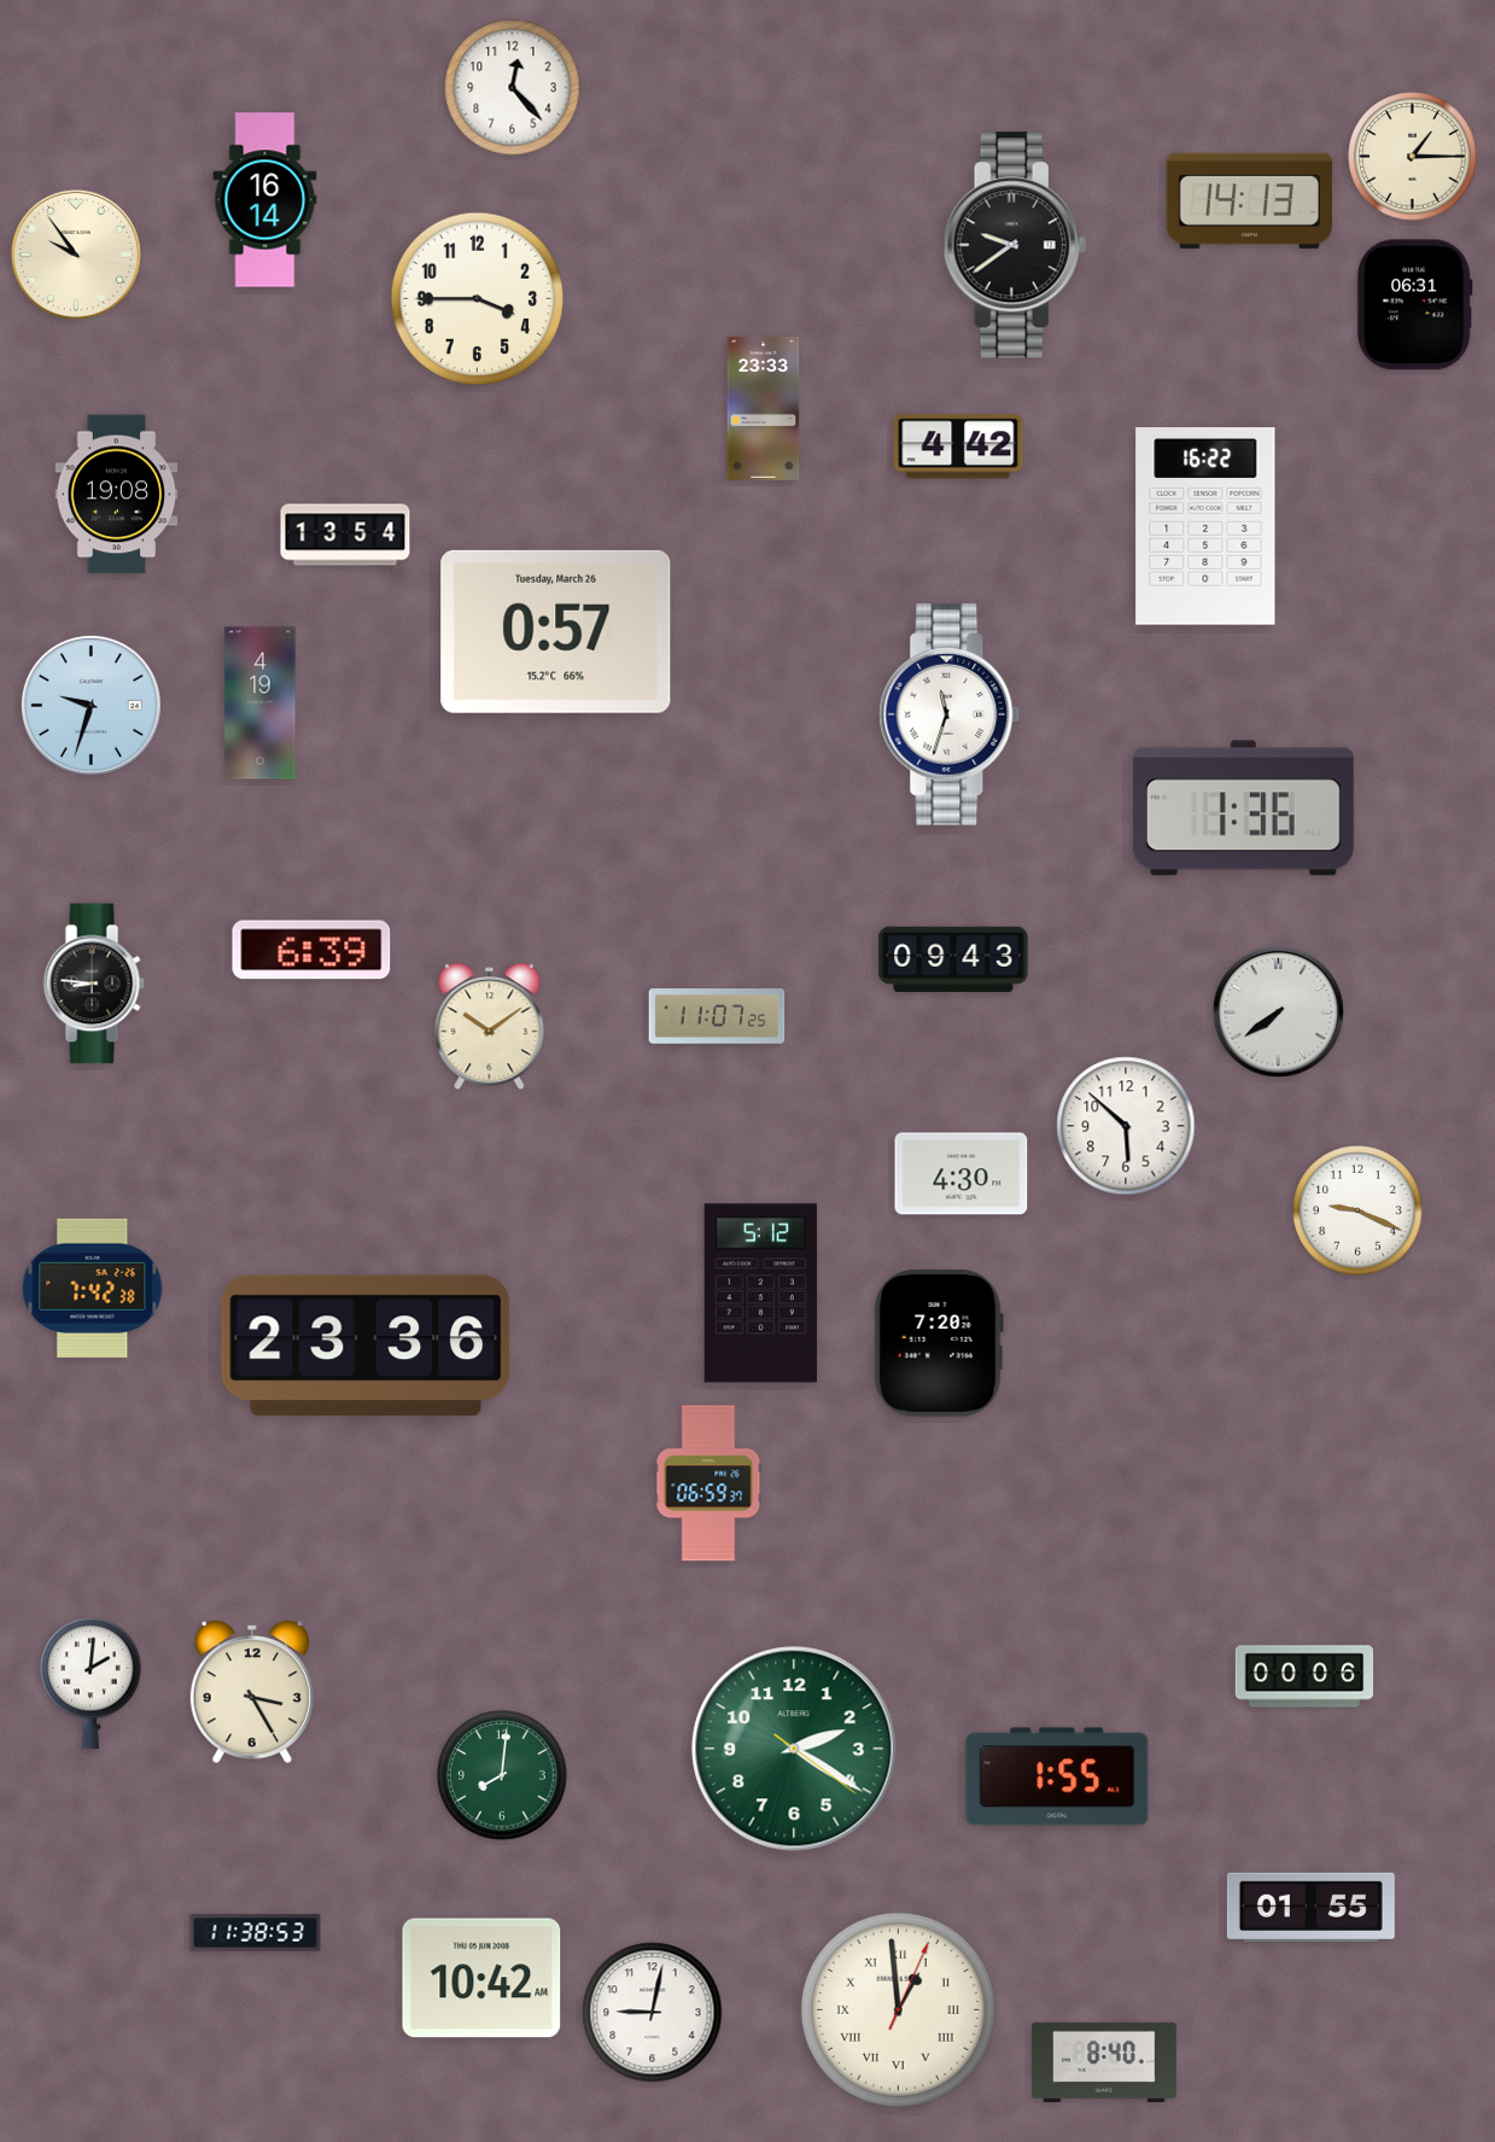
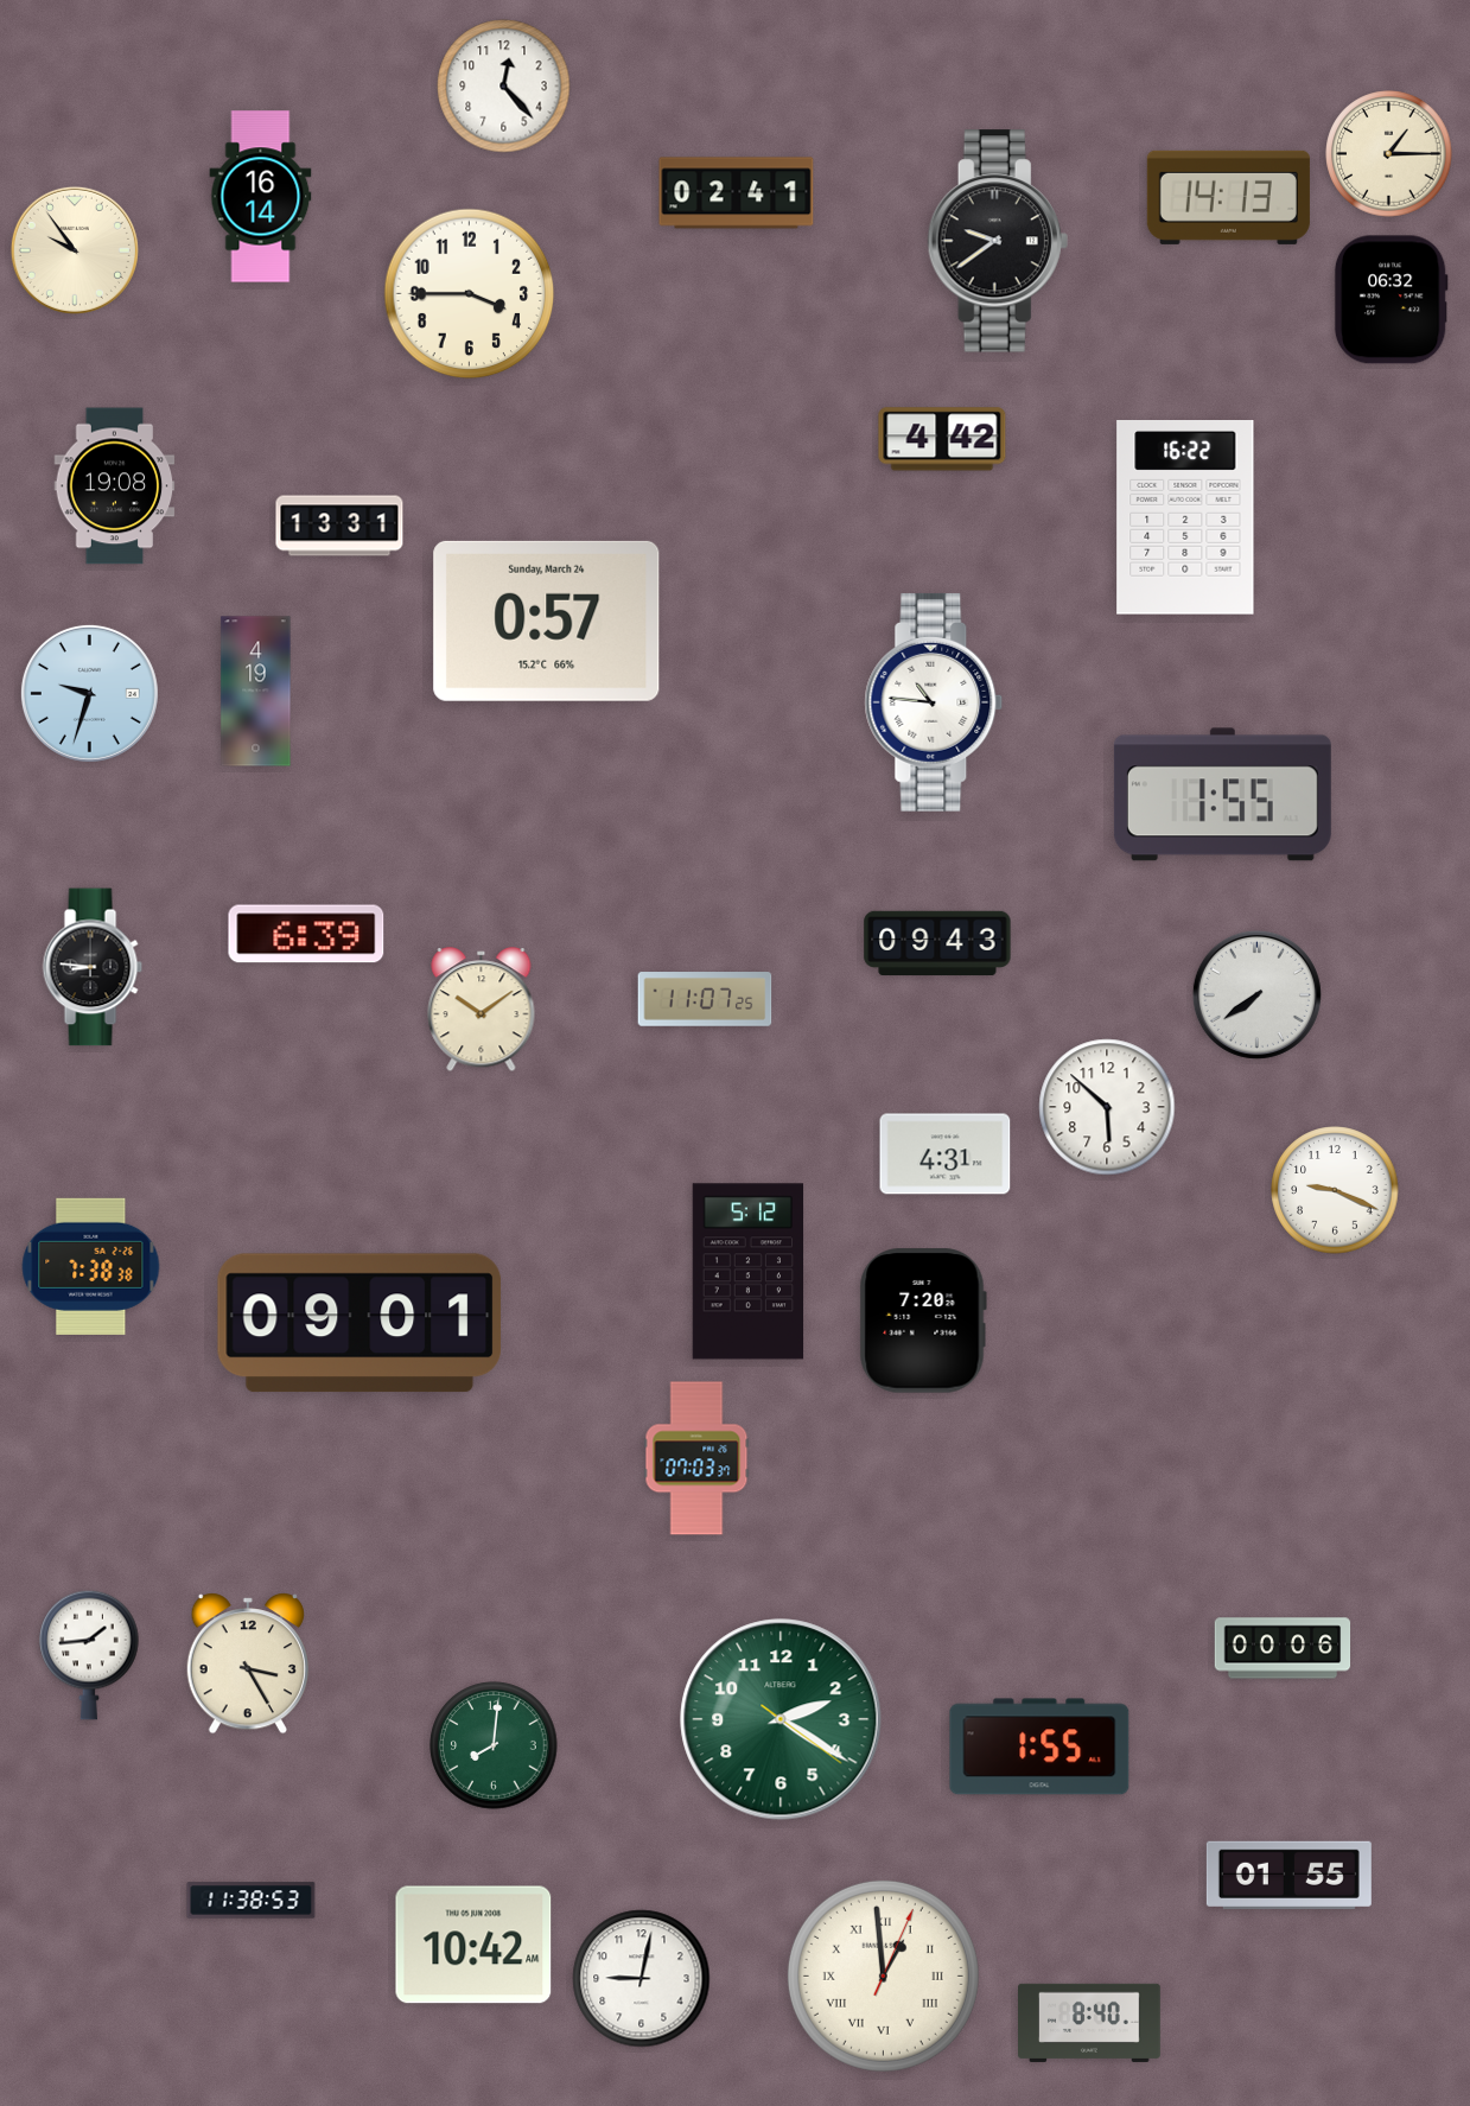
clock at (737, 193): none -> 02:41
clock at (1414, 305): 06:31 -> 06:32
clock at (764, 408): 23:33 -> none
clock at (345, 535): 13:54 -> 13:31
clock at (556, 631) date: Tuesday, March 26 -> Sunday, March 24
clock at (950, 714): 11:33 -> 10:46
clock at (1243, 809): 1:36 -> 1:55
clock at (962, 1174): 4:30 -> 4:31
clock at (93, 1288): 7:42 -> 7:38
clock at (366, 1346): 23:36 -> 09:01
clock at (708, 1483): 06:59 -> 07:03
clock at (90, 1683): 2:01 -> 1:44
clock at (1105, 2062) position: (1105, 2062) -> (1090, 2023)
